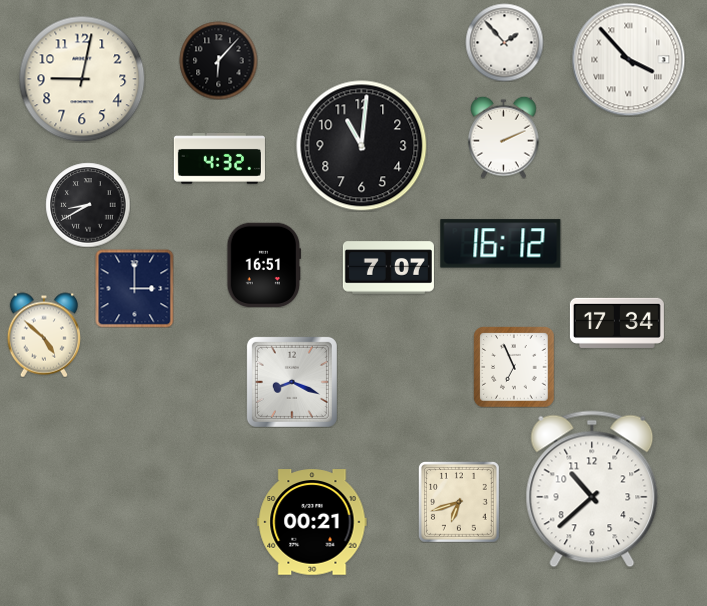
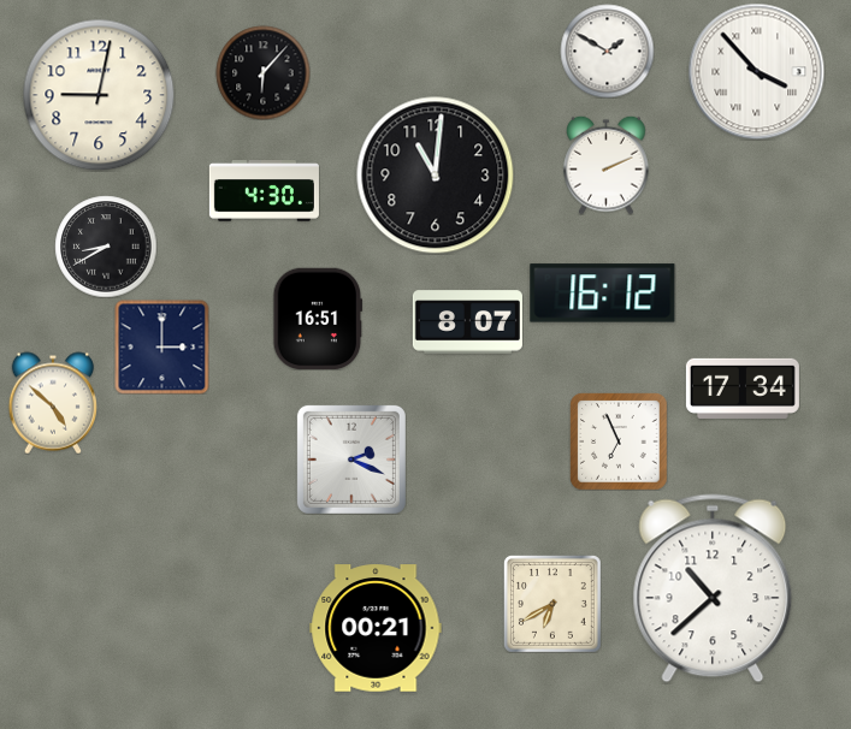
clock at (504, 42): 1:53 -> 1:50
clock at (219, 159): 4:32 -> 4:30
clock at (388, 268): 7:07 -> 8:07
clock at (292, 382): 8:19 -> 2:19
clock at (459, 502): 6:42 -> 6:40
